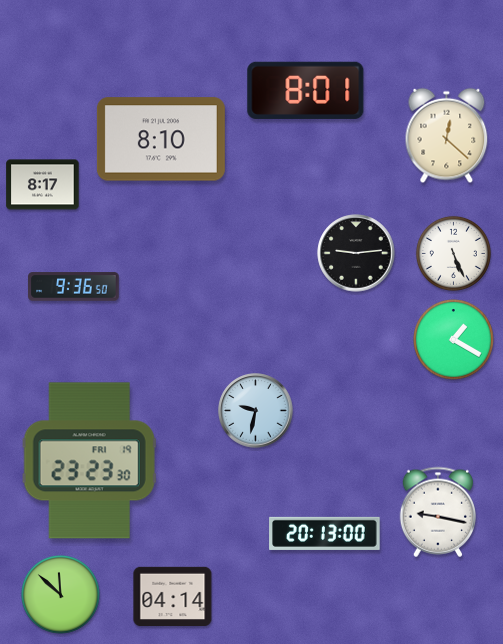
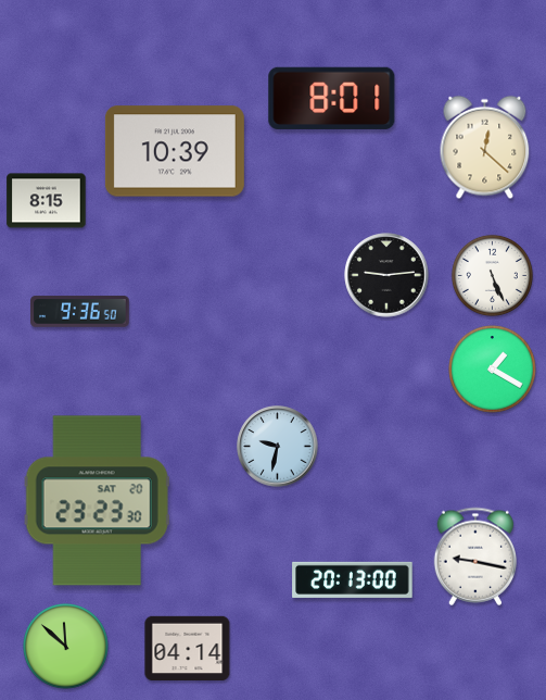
clock at (161, 139): 8:10 -> 10:39
clock at (43, 185): 8:17 -> 8:15
clock at (89, 461) date: FRI 19 -> SAT 20
